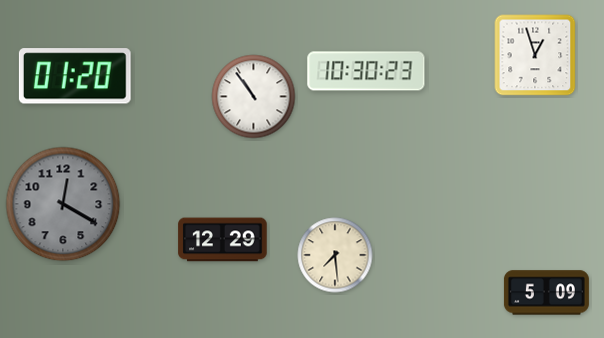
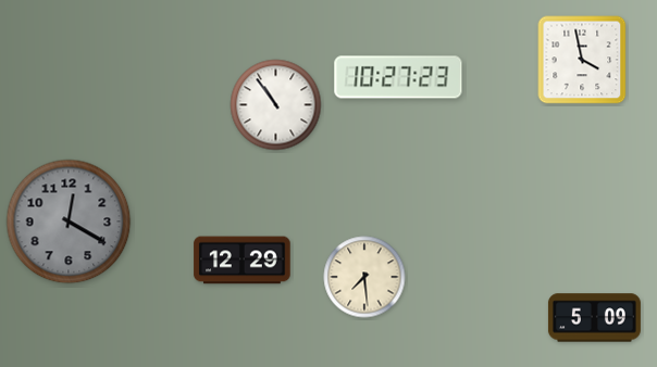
clock at (535, 55): 12:57 -> 3:58
clock at (366, 71): 10:30 -> 10:27
clock at (75, 76): 01:20 -> none
